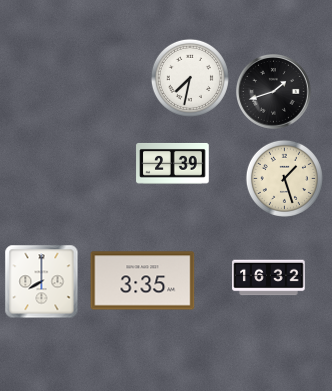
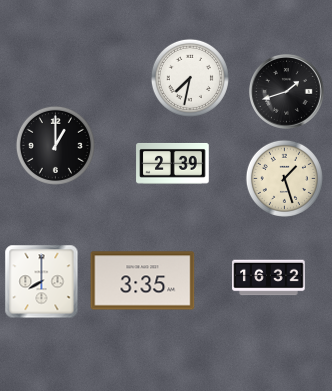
clock at (274, 92) position: (274, 92) -> (287, 92)
clock at (55, 145): none -> 1:00
